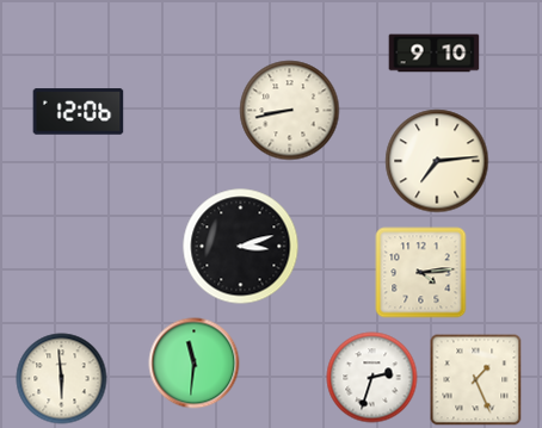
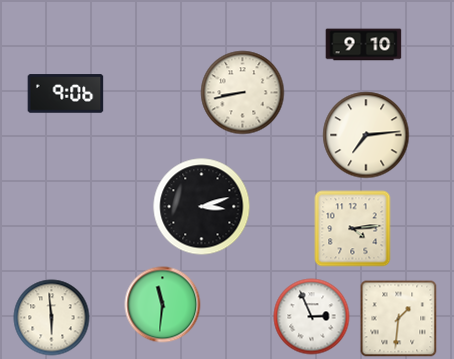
clock at (79, 112): 12:06 -> 9:06
clock at (372, 378): 2:33 -> 2:56
clock at (476, 380): 1:26 -> 1:31
